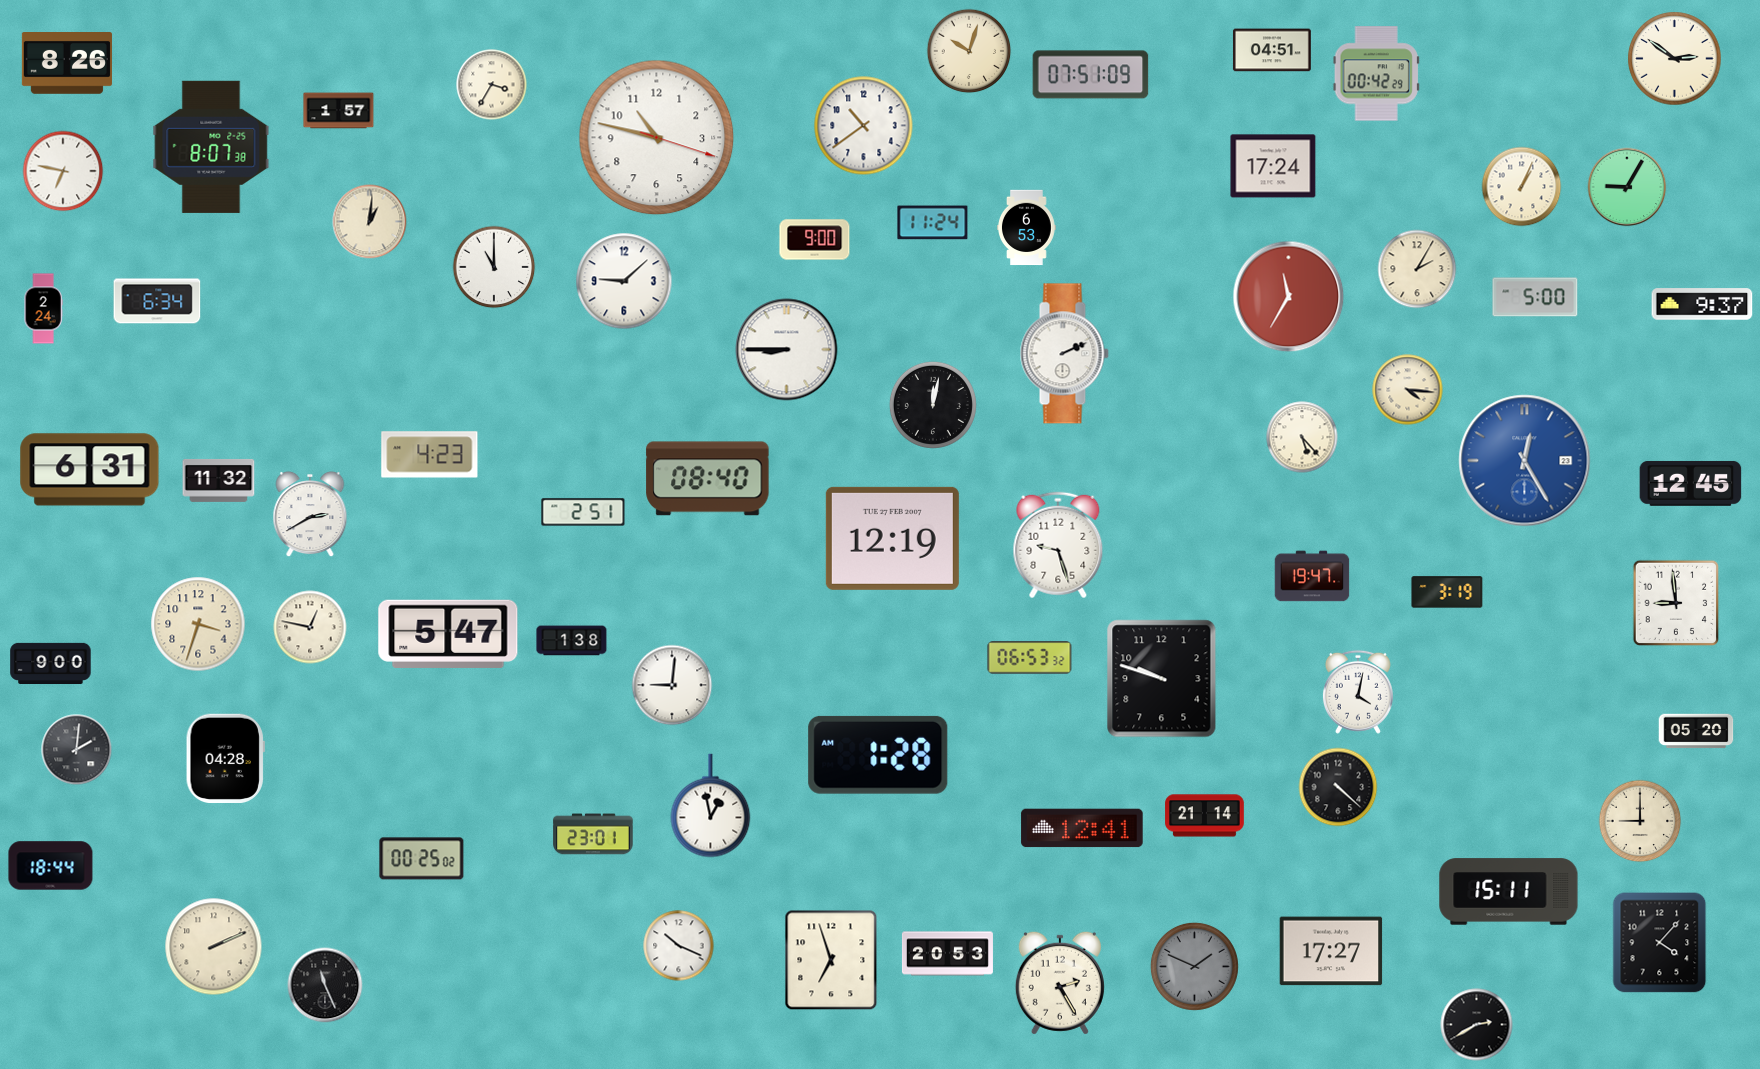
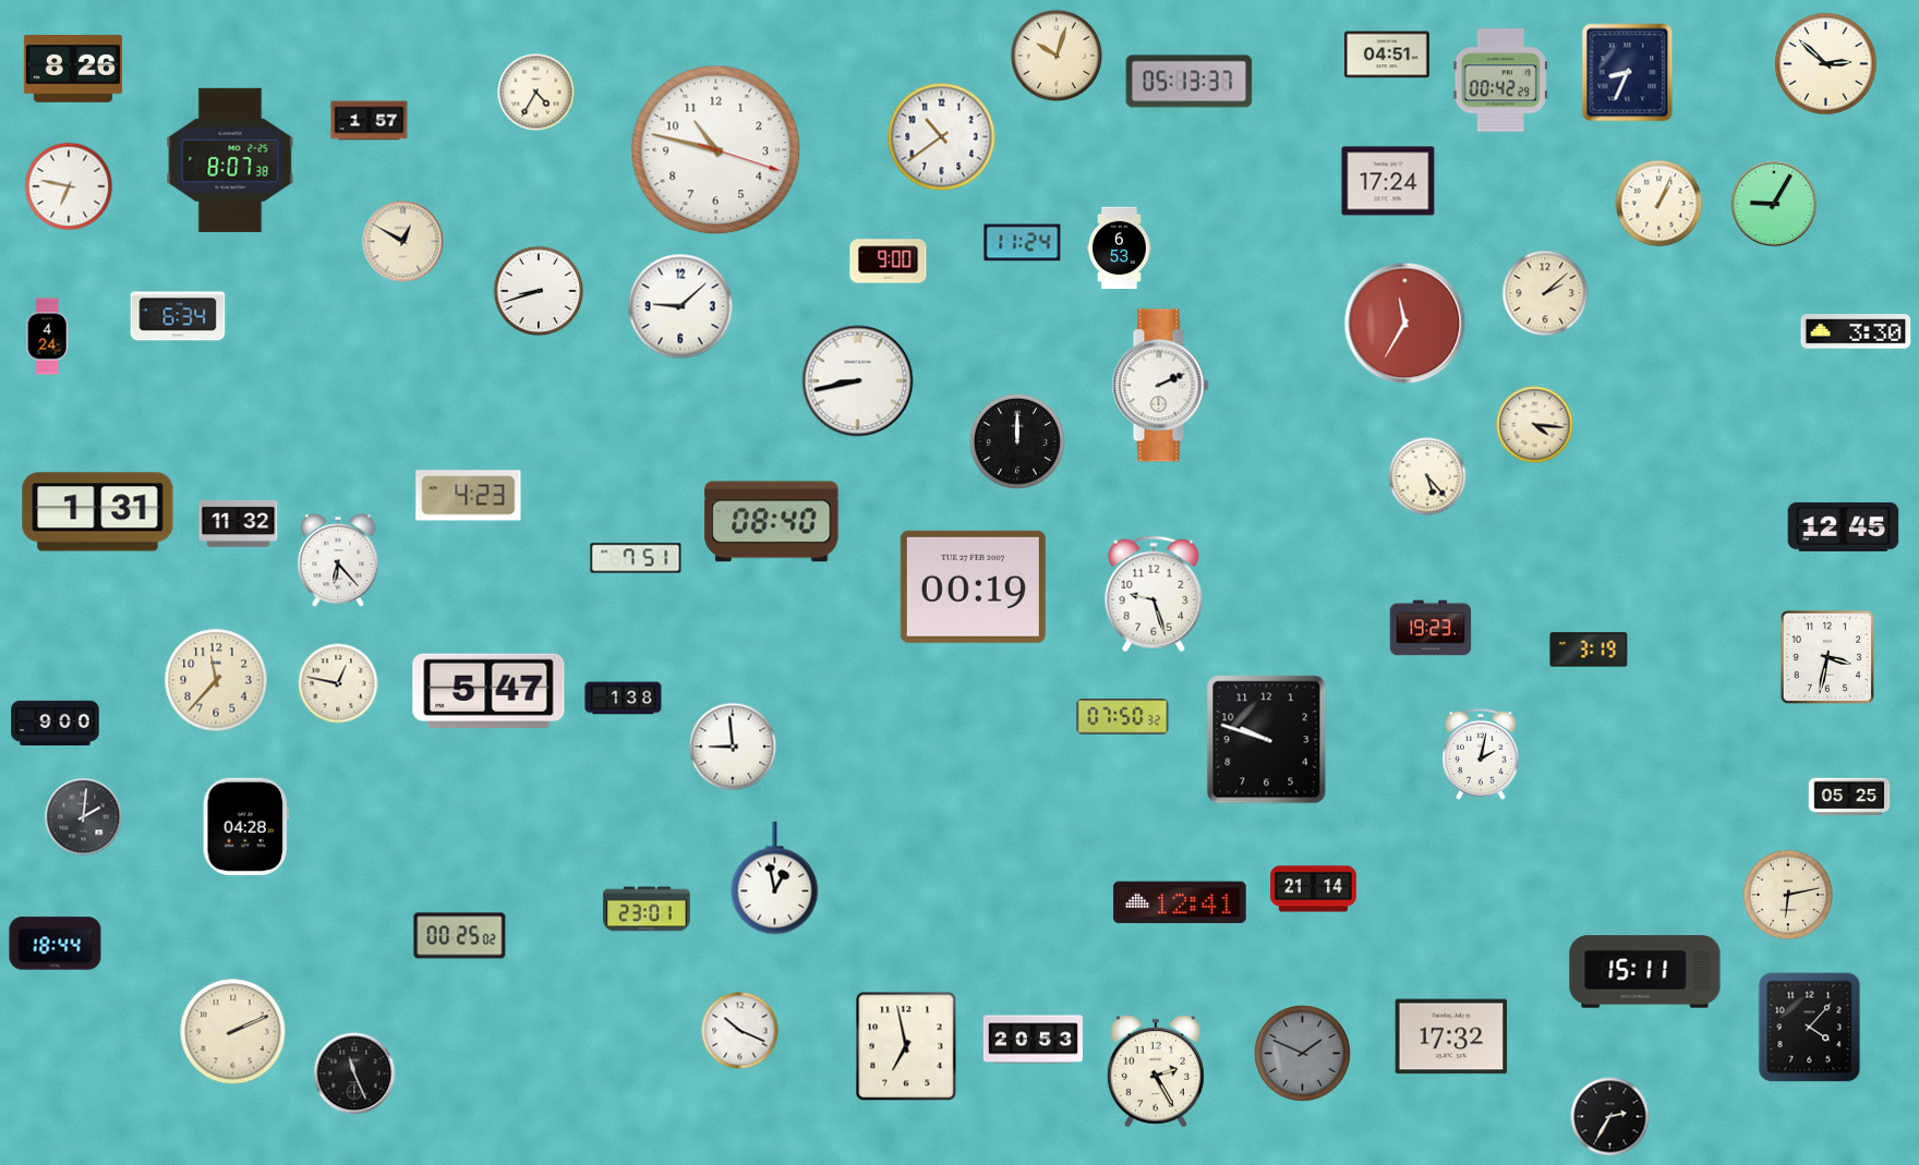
clock at (1675, 59): 2:51 -> 2:52
clock at (1628, 73): none -> 8:34
clock at (1091, 75): 07:51 -> 05:13
clock at (492, 85): 3:35 -> 4:35
clock at (370, 222): 1:01 -> 12:50
clock at (933, 223) position: (933, 223) -> (1023, 243)
clock at (494, 267): 11:00 -> 8:42
clock at (1417, 269): 2:05 -> 2:08
clock at (1535, 297): 5:00 -> none
clock at (157, 301) position: (157, 301) -> (178, 316)
clock at (1702, 304): 9:37 -> 3:30
clock at (43, 309): 2:24 -> 4:24
clock at (787, 350): 8:45 -> 8:43
clock at (933, 405): 12:02 -> 12:00
clock at (1302, 437) position: (1302, 437) -> (1427, 476)
clock at (1525, 461): 12:25 -> none
clock at (90, 470): 6:31 -> 1:31
clock at (583, 512): 2:51 -> 7:51
clock at (310, 514): 2:40 -> 6:23
clock at (892, 538): 12:19 -> 00:19
clock at (1312, 576): 19:47 -> 19:23
clock at (1447, 592) position: (1447, 592) -> (1589, 650)
clock at (1676, 603): 8:59 -> 3:32
clock at (198, 624): 3:33 -> 11:37
clock at (1030, 658): 06:53 -> 07:50
clock at (672, 685): 9:01 -> 8:59
clock at (1358, 692): 4:02 -> 2:02
clock at (1696, 731): 05:20 -> 05:25
clock at (878, 755): 1:28 -> none
clock at (1338, 787): 4:22 -> none
clock at (1640, 821): 9:00 -> 6:13
clock at (1331, 951): 17:27 -> 17:32
clock at (831, 960): 6:57 -> 6:58
clock at (1477, 1025): 2:40 -> 2:35
